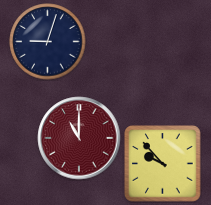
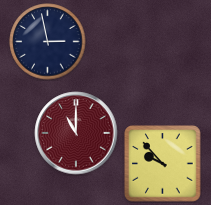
clock at (48, 42): 9:03 -> 2:58
clock at (79, 138) position: (79, 138) -> (76, 133)
